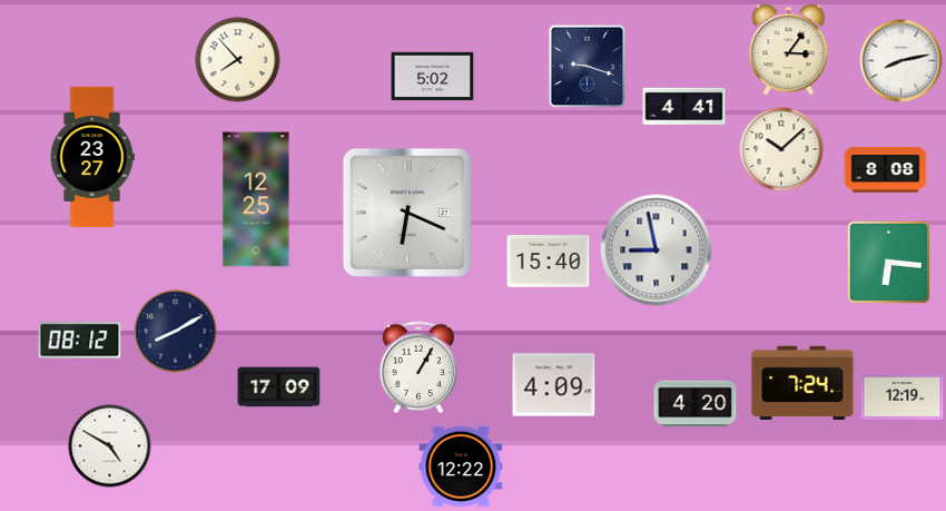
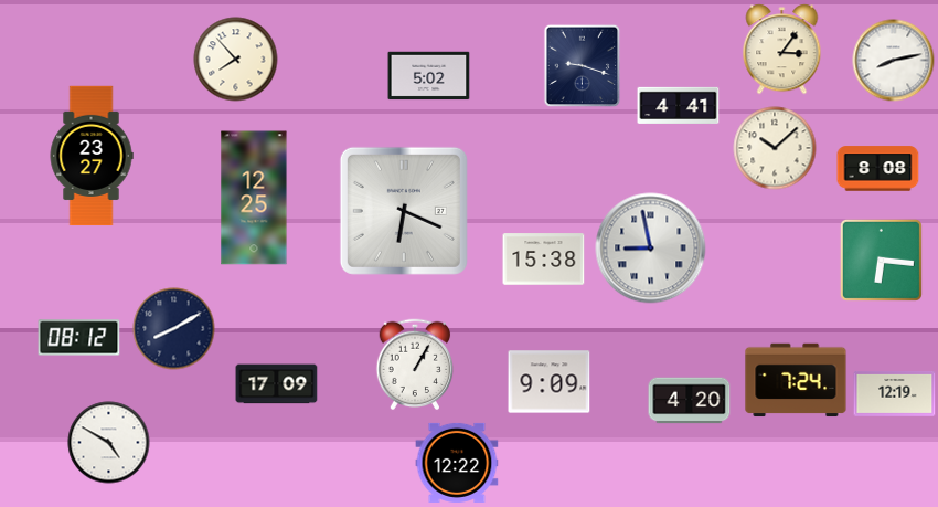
clock at (549, 262): 15:40 -> 15:38
clock at (554, 385): 4:09 -> 9:09
